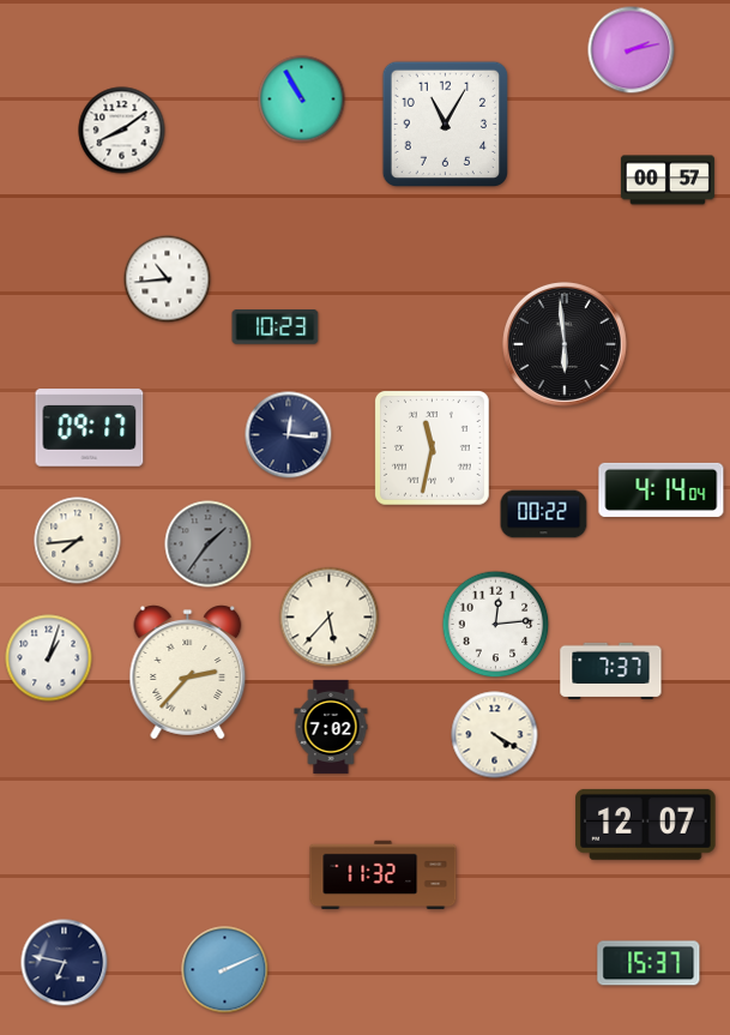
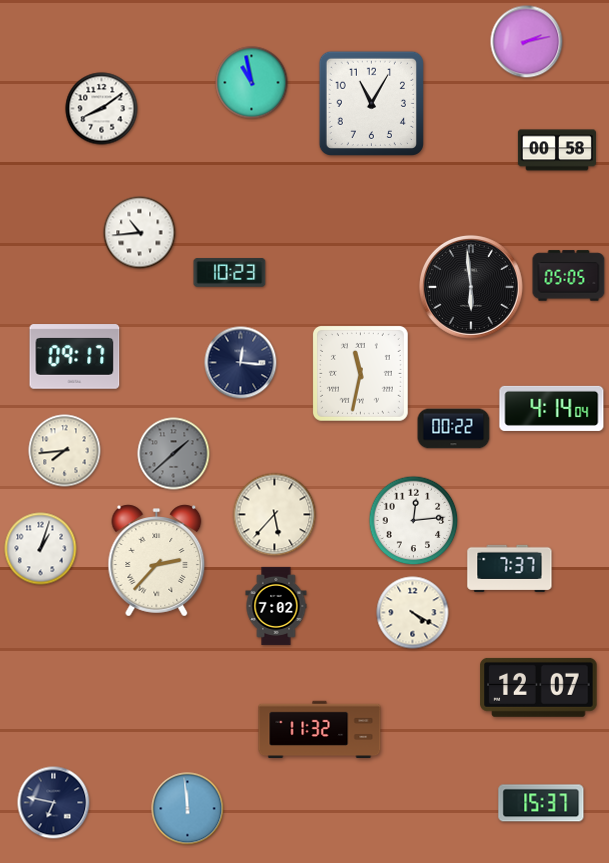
clock at (302, 100): 10:55 -> 10:58
clock at (668, 180): 00:57 -> 00:58
clock at (569, 276): none -> 05:05
clock at (209, 544): 1:36 -> 1:38
clock at (611, 670) position: (611, 670) -> (510, 568)
clock at (225, 970): 2:11 -> 11:59
